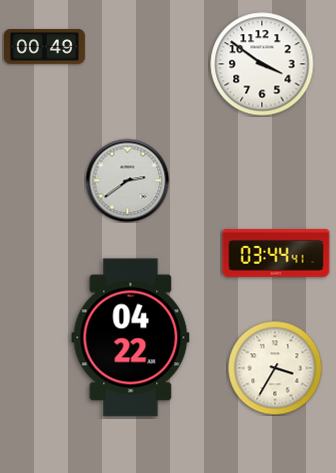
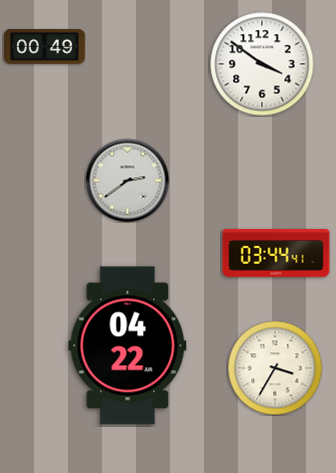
clock at (131, 338) position: (131, 338) -> (128, 346)
